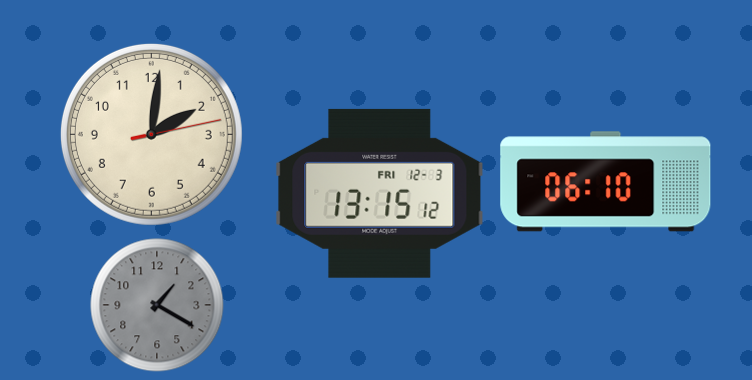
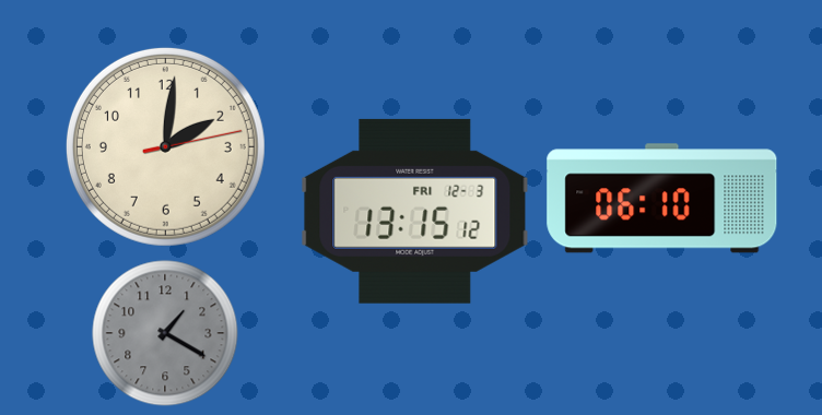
clock at (157, 305) position: (157, 305) -> (165, 333)
